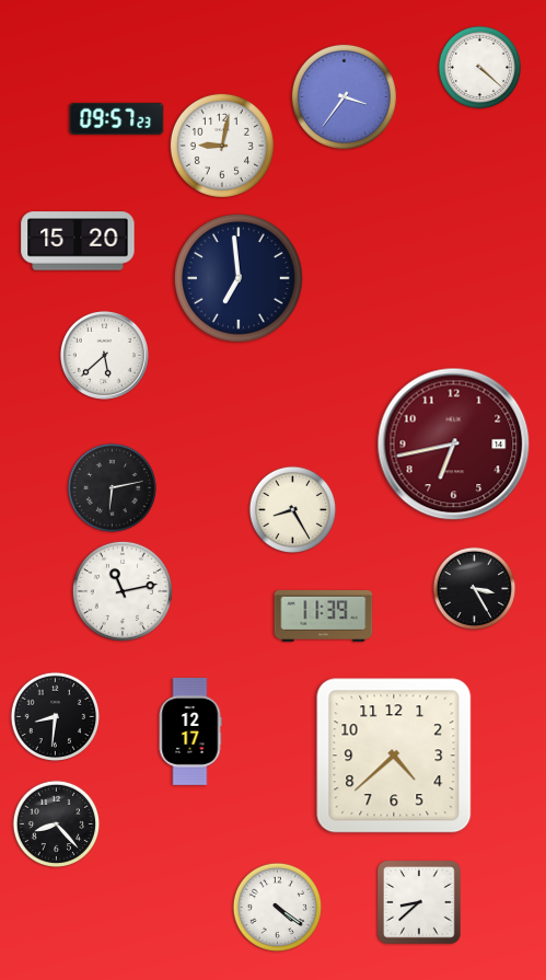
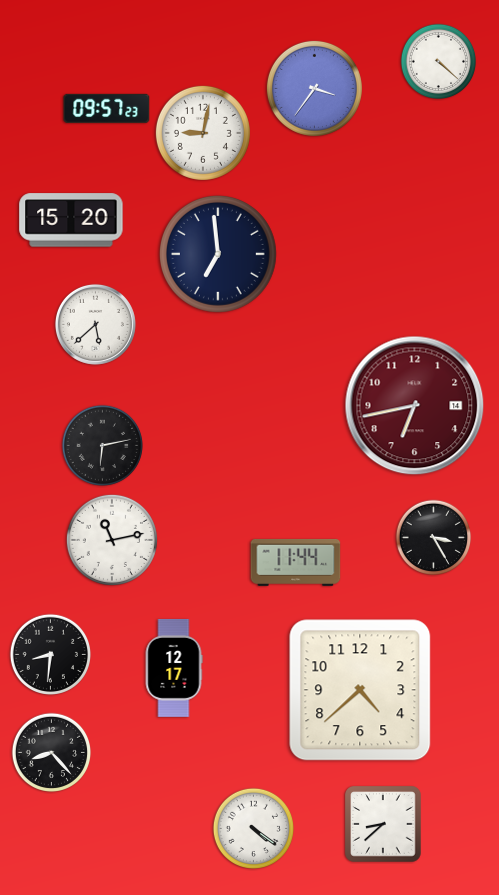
clock at (292, 509): 8:25 -> none
clock at (324, 615): 11:39 -> 11:44
